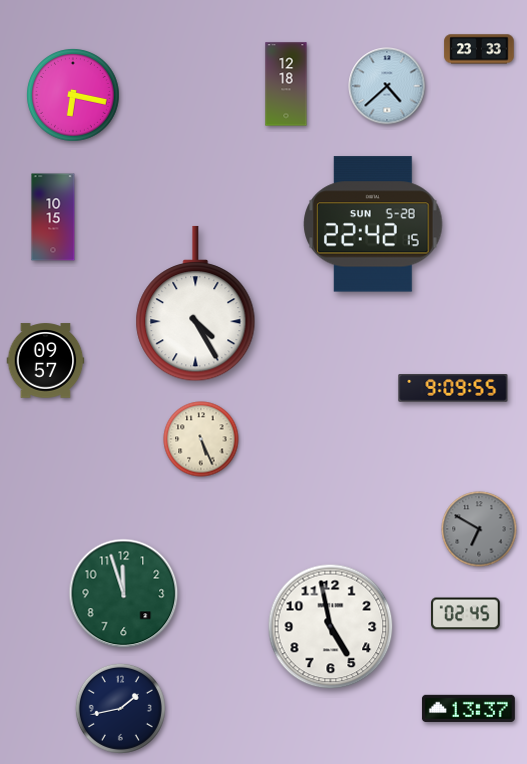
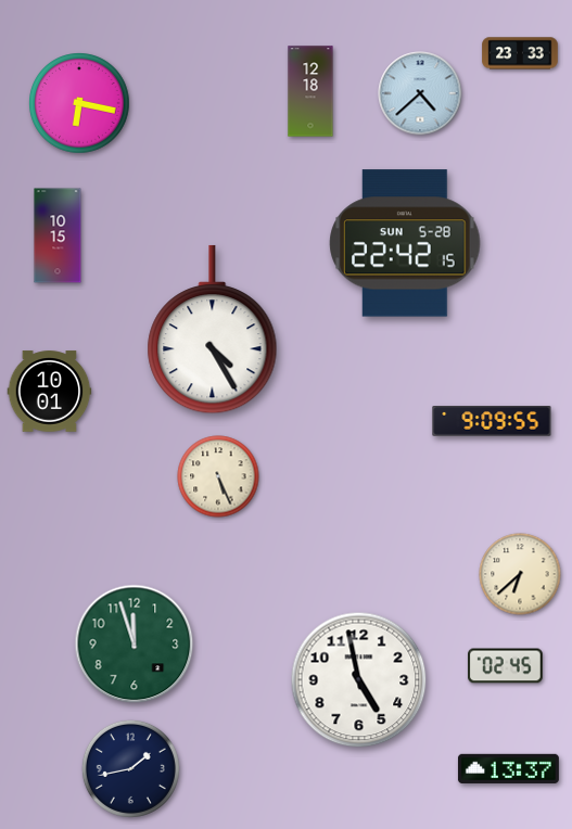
clock at (46, 361): 09:57 -> 10:01
clock at (479, 529): 6:50 -> 6:38
clock at (479, 529) dial: grey -> cream
